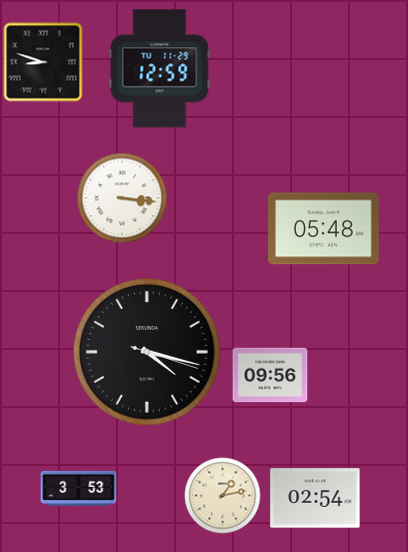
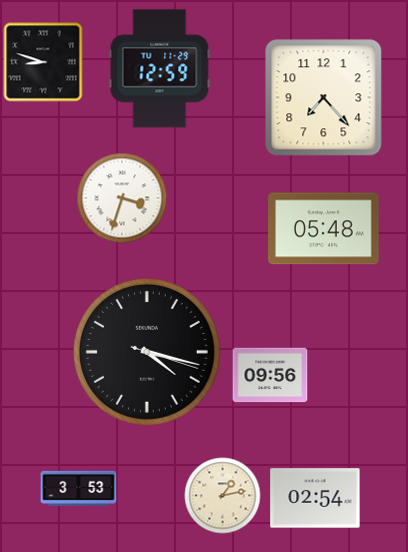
clock at (324, 98): none -> 7:23
clock at (122, 198): 3:16 -> 3:33
